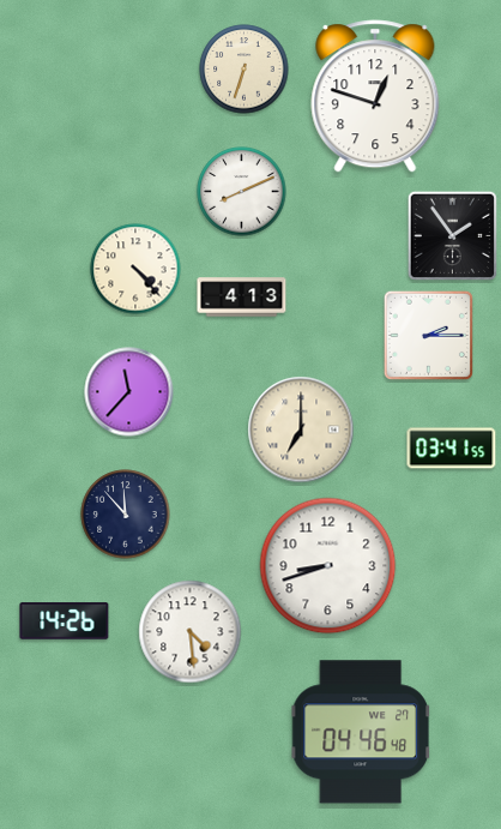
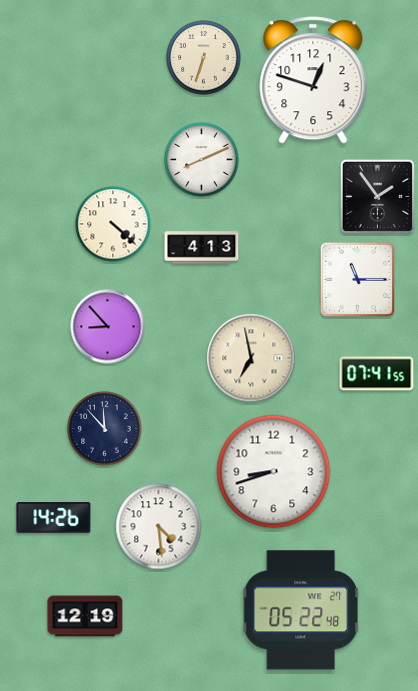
clock at (135, 269): 4:23 -> 4:22
clock at (428, 335): 2:15 -> 11:15
clock at (129, 392): 11:37 -> 8:53
clock at (301, 429): 7:00 -> 6:58
clock at (452, 449): 03:41 -> 07:41
clock at (361, 732): 04:46 -> 05:22
clock at (85, 616): none -> 12:19
